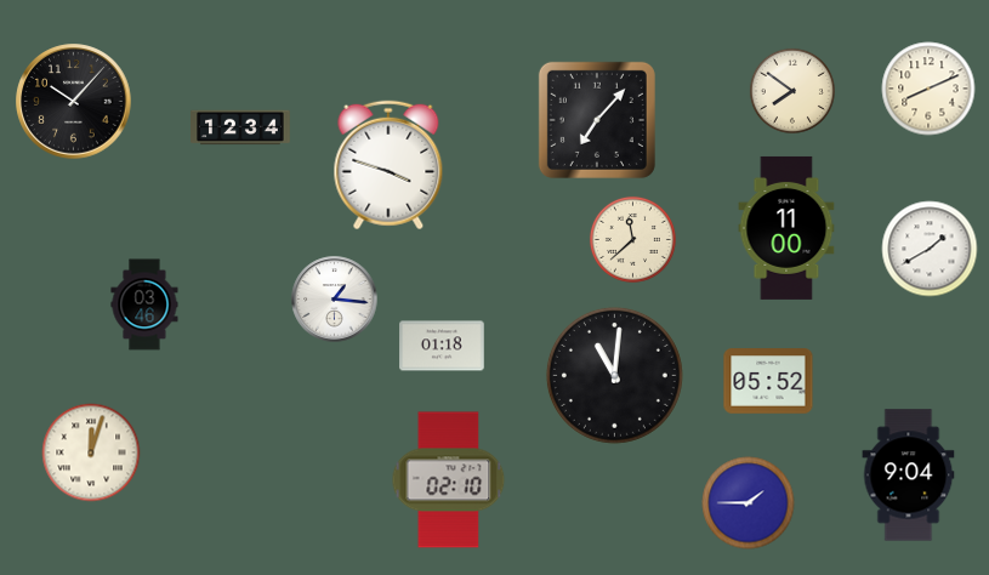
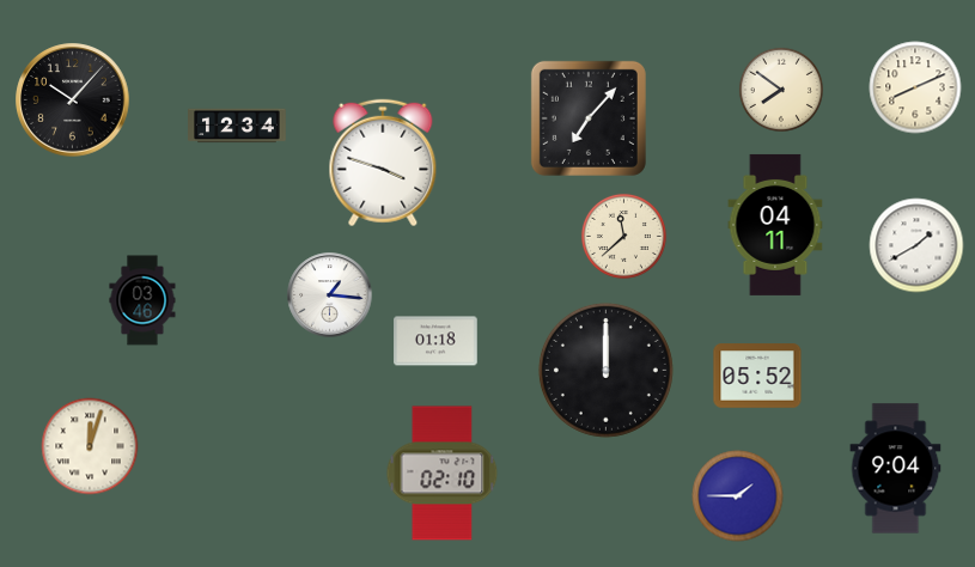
clock at (786, 228): 11:00 -> 04:11
clock at (614, 375): 11:01 -> 12:00
